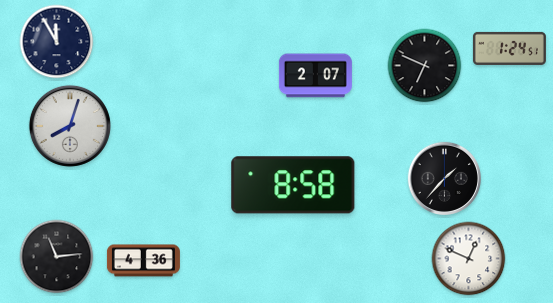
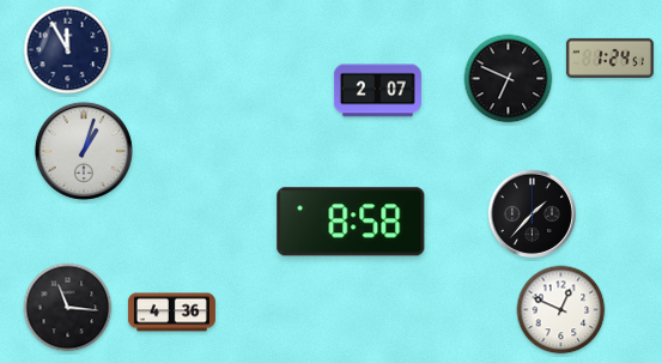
clock at (70, 126): 8:03 -> 1:03
clock at (57, 257): 11:14 -> 11:16
